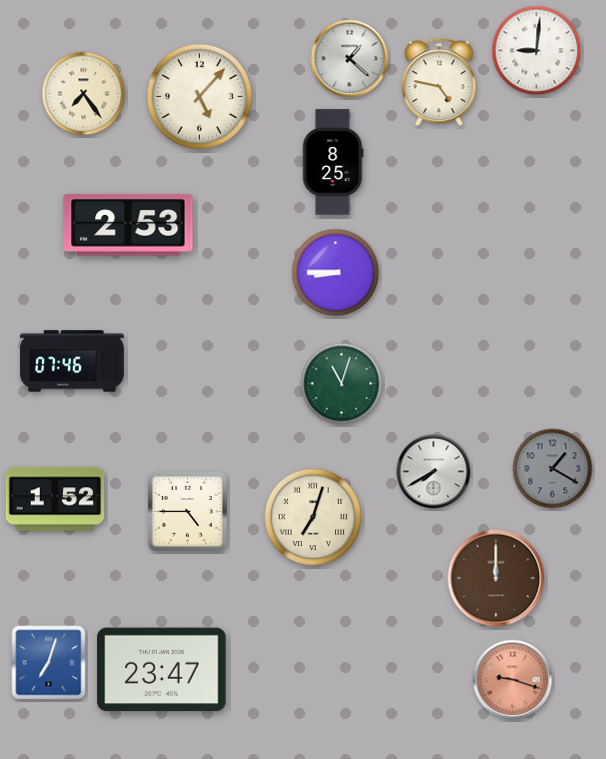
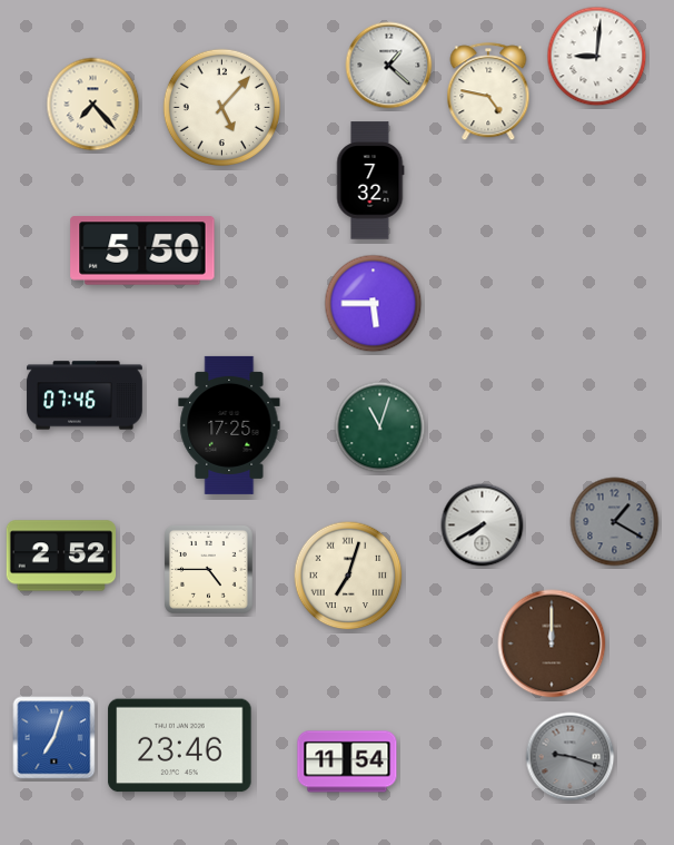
clock at (84, 94): 7:24 -> 7:23
clock at (333, 162): 8:25 -> 7:32
clock at (128, 225): 2:53 -> 5:50
clock at (336, 273): 8:45 -> 5:45
clock at (72, 361) position: (72, 361) -> (85, 395)
clock at (229, 425): none -> 17:25
clock at (55, 499): 1:52 -> 2:52
clock at (162, 670): 23:47 -> 23:46
clock at (513, 680) dial: salmon -> grey
clock at (347, 762): none -> 11:54
